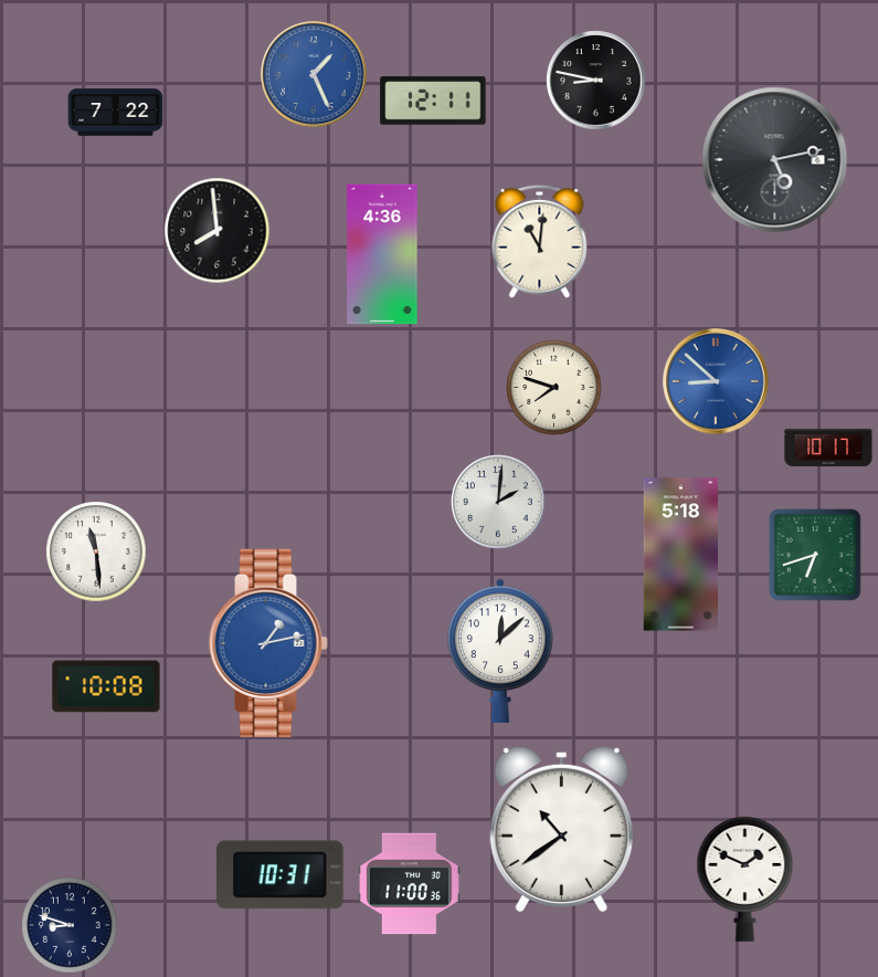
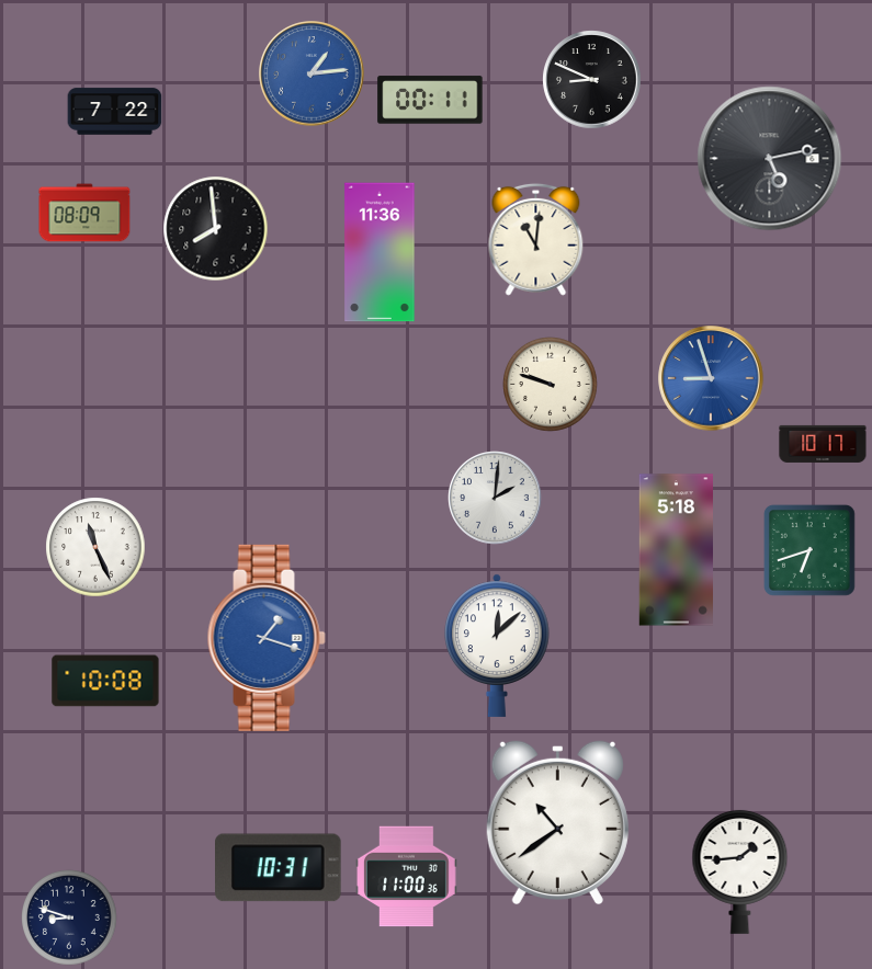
clock at (314, 74): 1:26 -> 1:14
clock at (596, 81): 8:47 -> 8:49
clock at (433, 101): 12:11 -> 00:11
clock at (84, 213): none -> 08:09
clock at (382, 254): 4:36 -> 11:36
clock at (716, 381): 8:52 -> 8:57
clock at (554, 388): 7:48 -> 9:48
clock at (96, 551): 11:29 -> 11:26
clock at (268, 643): 1:13 -> 1:18
clock at (745, 879): 1:49 -> 1:44
